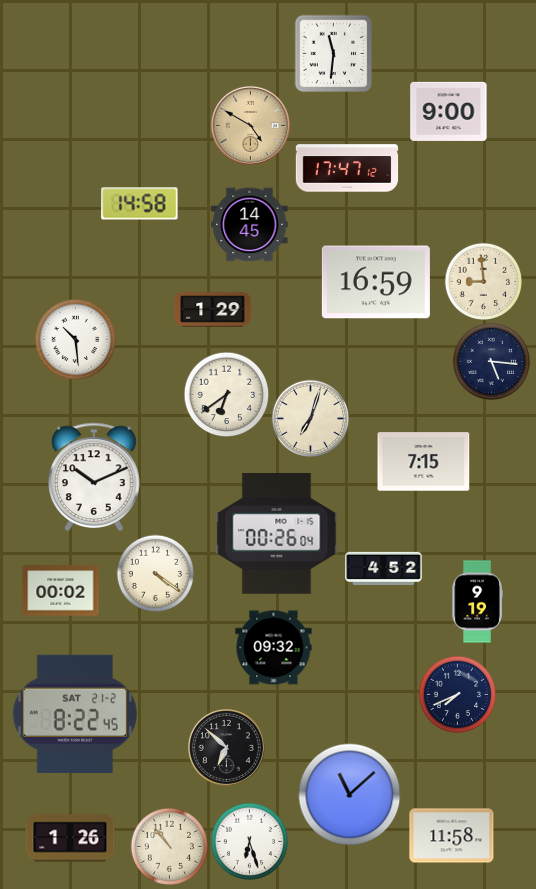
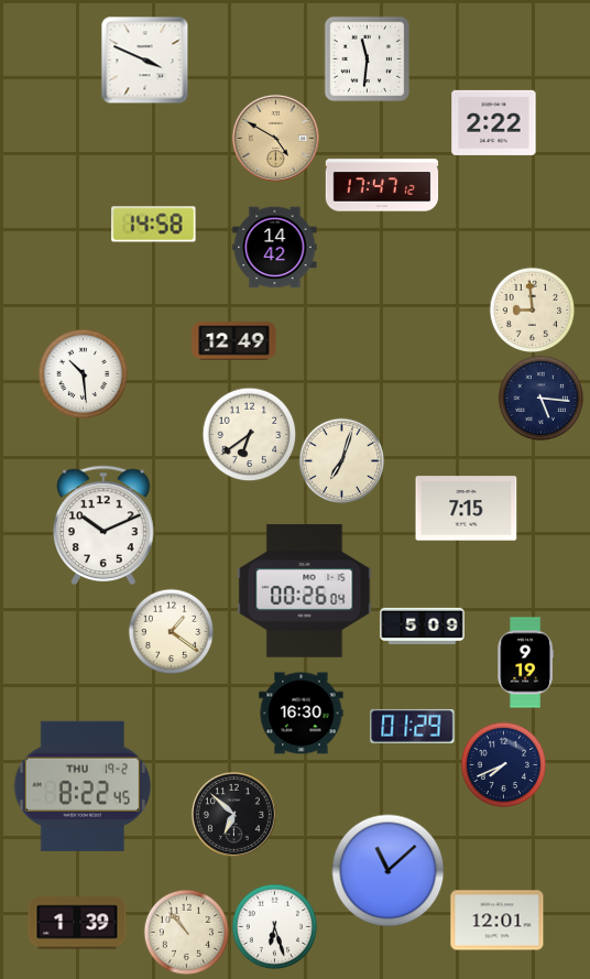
clock at (144, 59): none -> 3:49
clock at (449, 111): 9:00 -> 2:22
clock at (250, 225): 14:45 -> 14:42
clock at (376, 282): 16:59 -> none
clock at (213, 310): 1:29 -> 12:49
clock at (277, 534) position: (277, 534) -> (305, 591)
clock at (384, 568): 4:52 -> 5:09
clock at (155, 573): 4:21 -> 1:21
clock at (61, 591): 00:02 -> none
clock at (274, 648): 09:32 -> 16:30
clock at (413, 726): none -> 01:29
clock at (75, 714) date: SAT 21-2 -> THU 19-2
clock at (226, 747) position: (226, 747) -> (233, 814)
clock at (350, 795) position: (350, 795) -> (389, 871)
clock at (452, 836): 11:58 -> 12:01
clock at (70, 838): 1:26 -> 1:39
